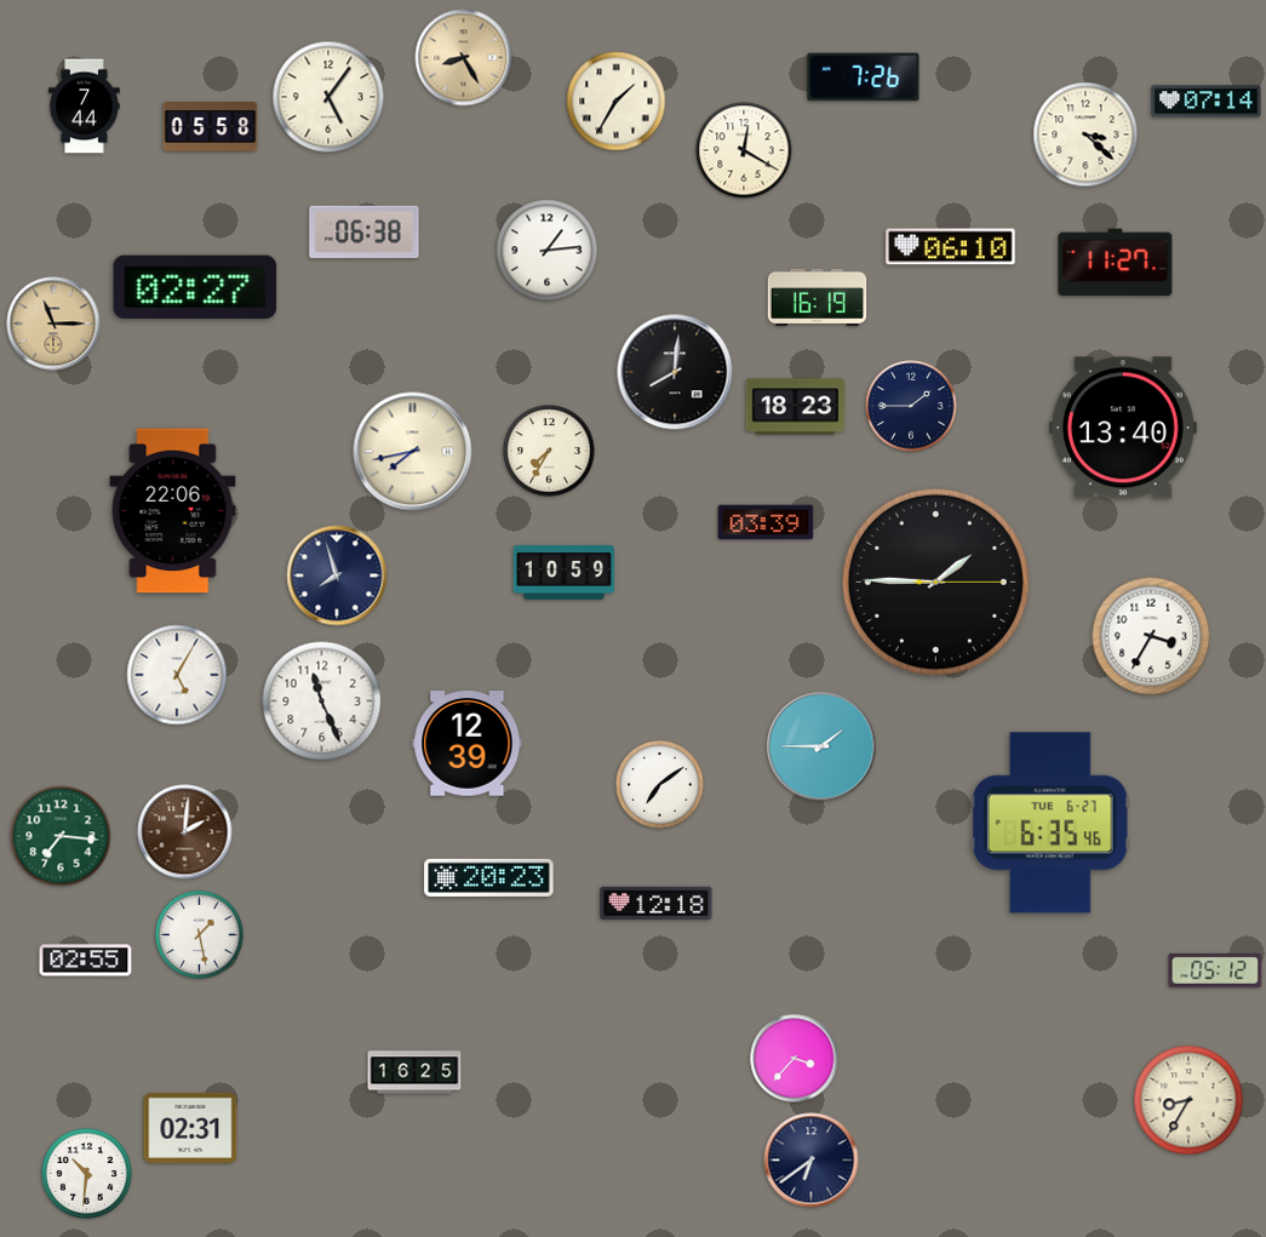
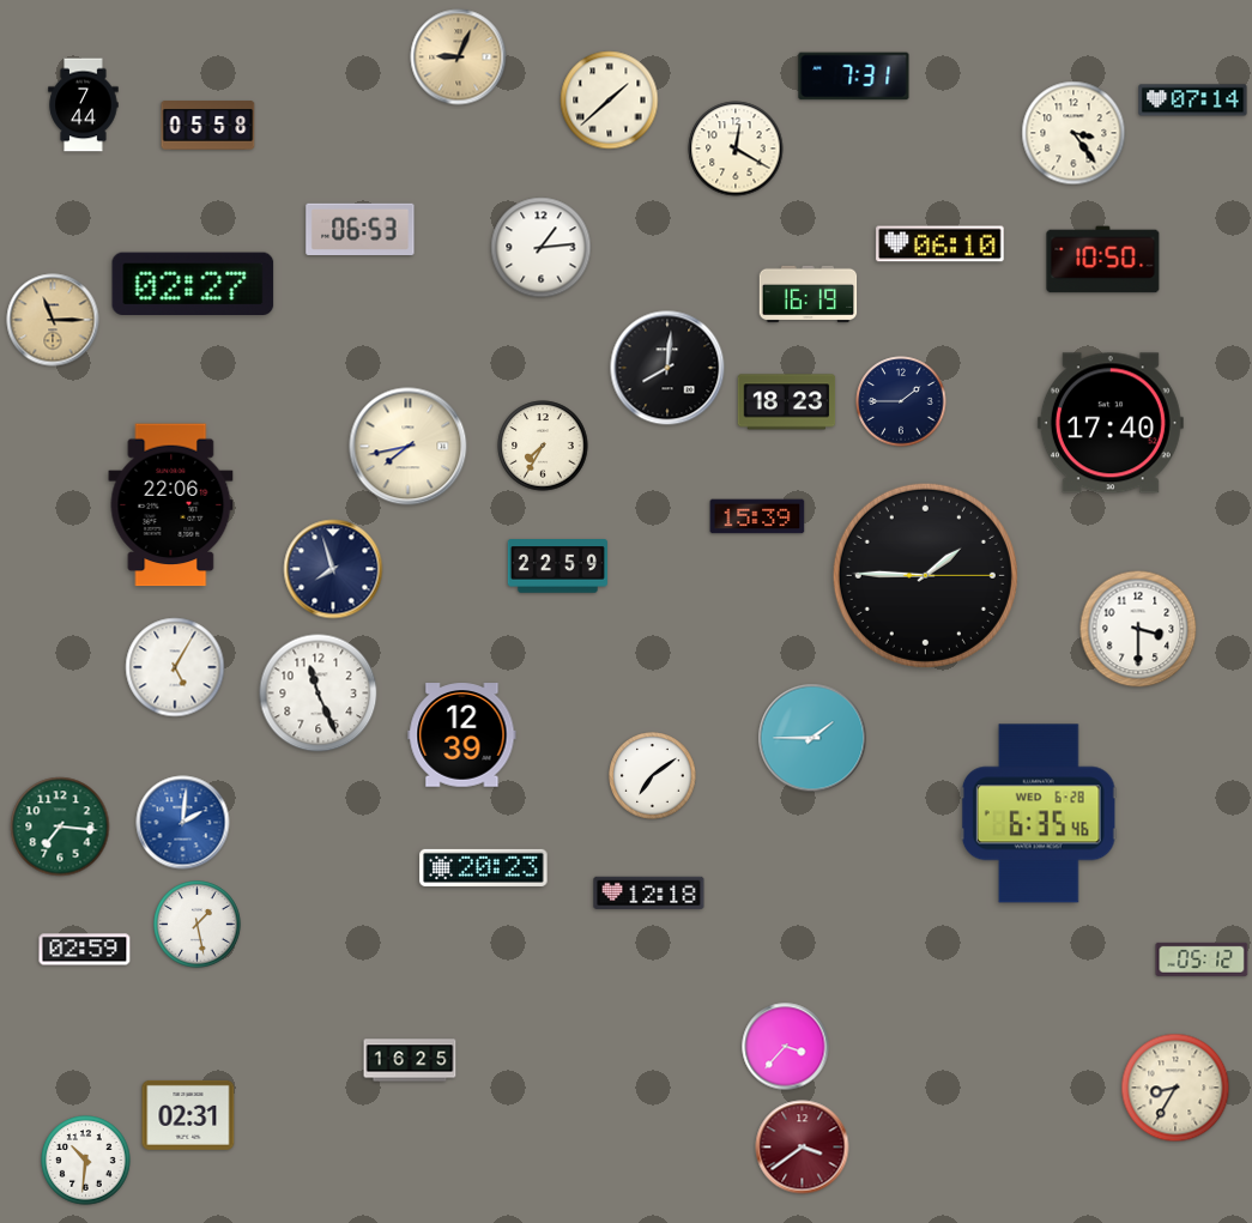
clock at (464, 58): 8:25 -> 9:04
clock at (864, 78): 7:26 -> 7:31
clock at (328, 97): 5:06 -> none
clock at (617, 102): 1:35 -> 1:38
clock at (1085, 134): 3:22 -> 3:24
clock at (365, 231): 06:38 -> 06:53
clock at (1116, 263): 11:27 -> 10:50
clock at (1123, 428): 13:40 -> 17:40
clock at (766, 522): 03:39 -> 15:39
clock at (563, 573): 10:59 -> 22:59
clock at (1151, 636): 3:35 -> 3:30
clock at (1050, 823) date: TUE 6-27 -> WED 6-28
clock at (185, 832) dial: brown -> blue
clock at (86, 961): 02:55 -> 02:59
clock at (812, 1161): 6:39 -> 3:39
clock at (812, 1161) dial: navy -> burgundy
